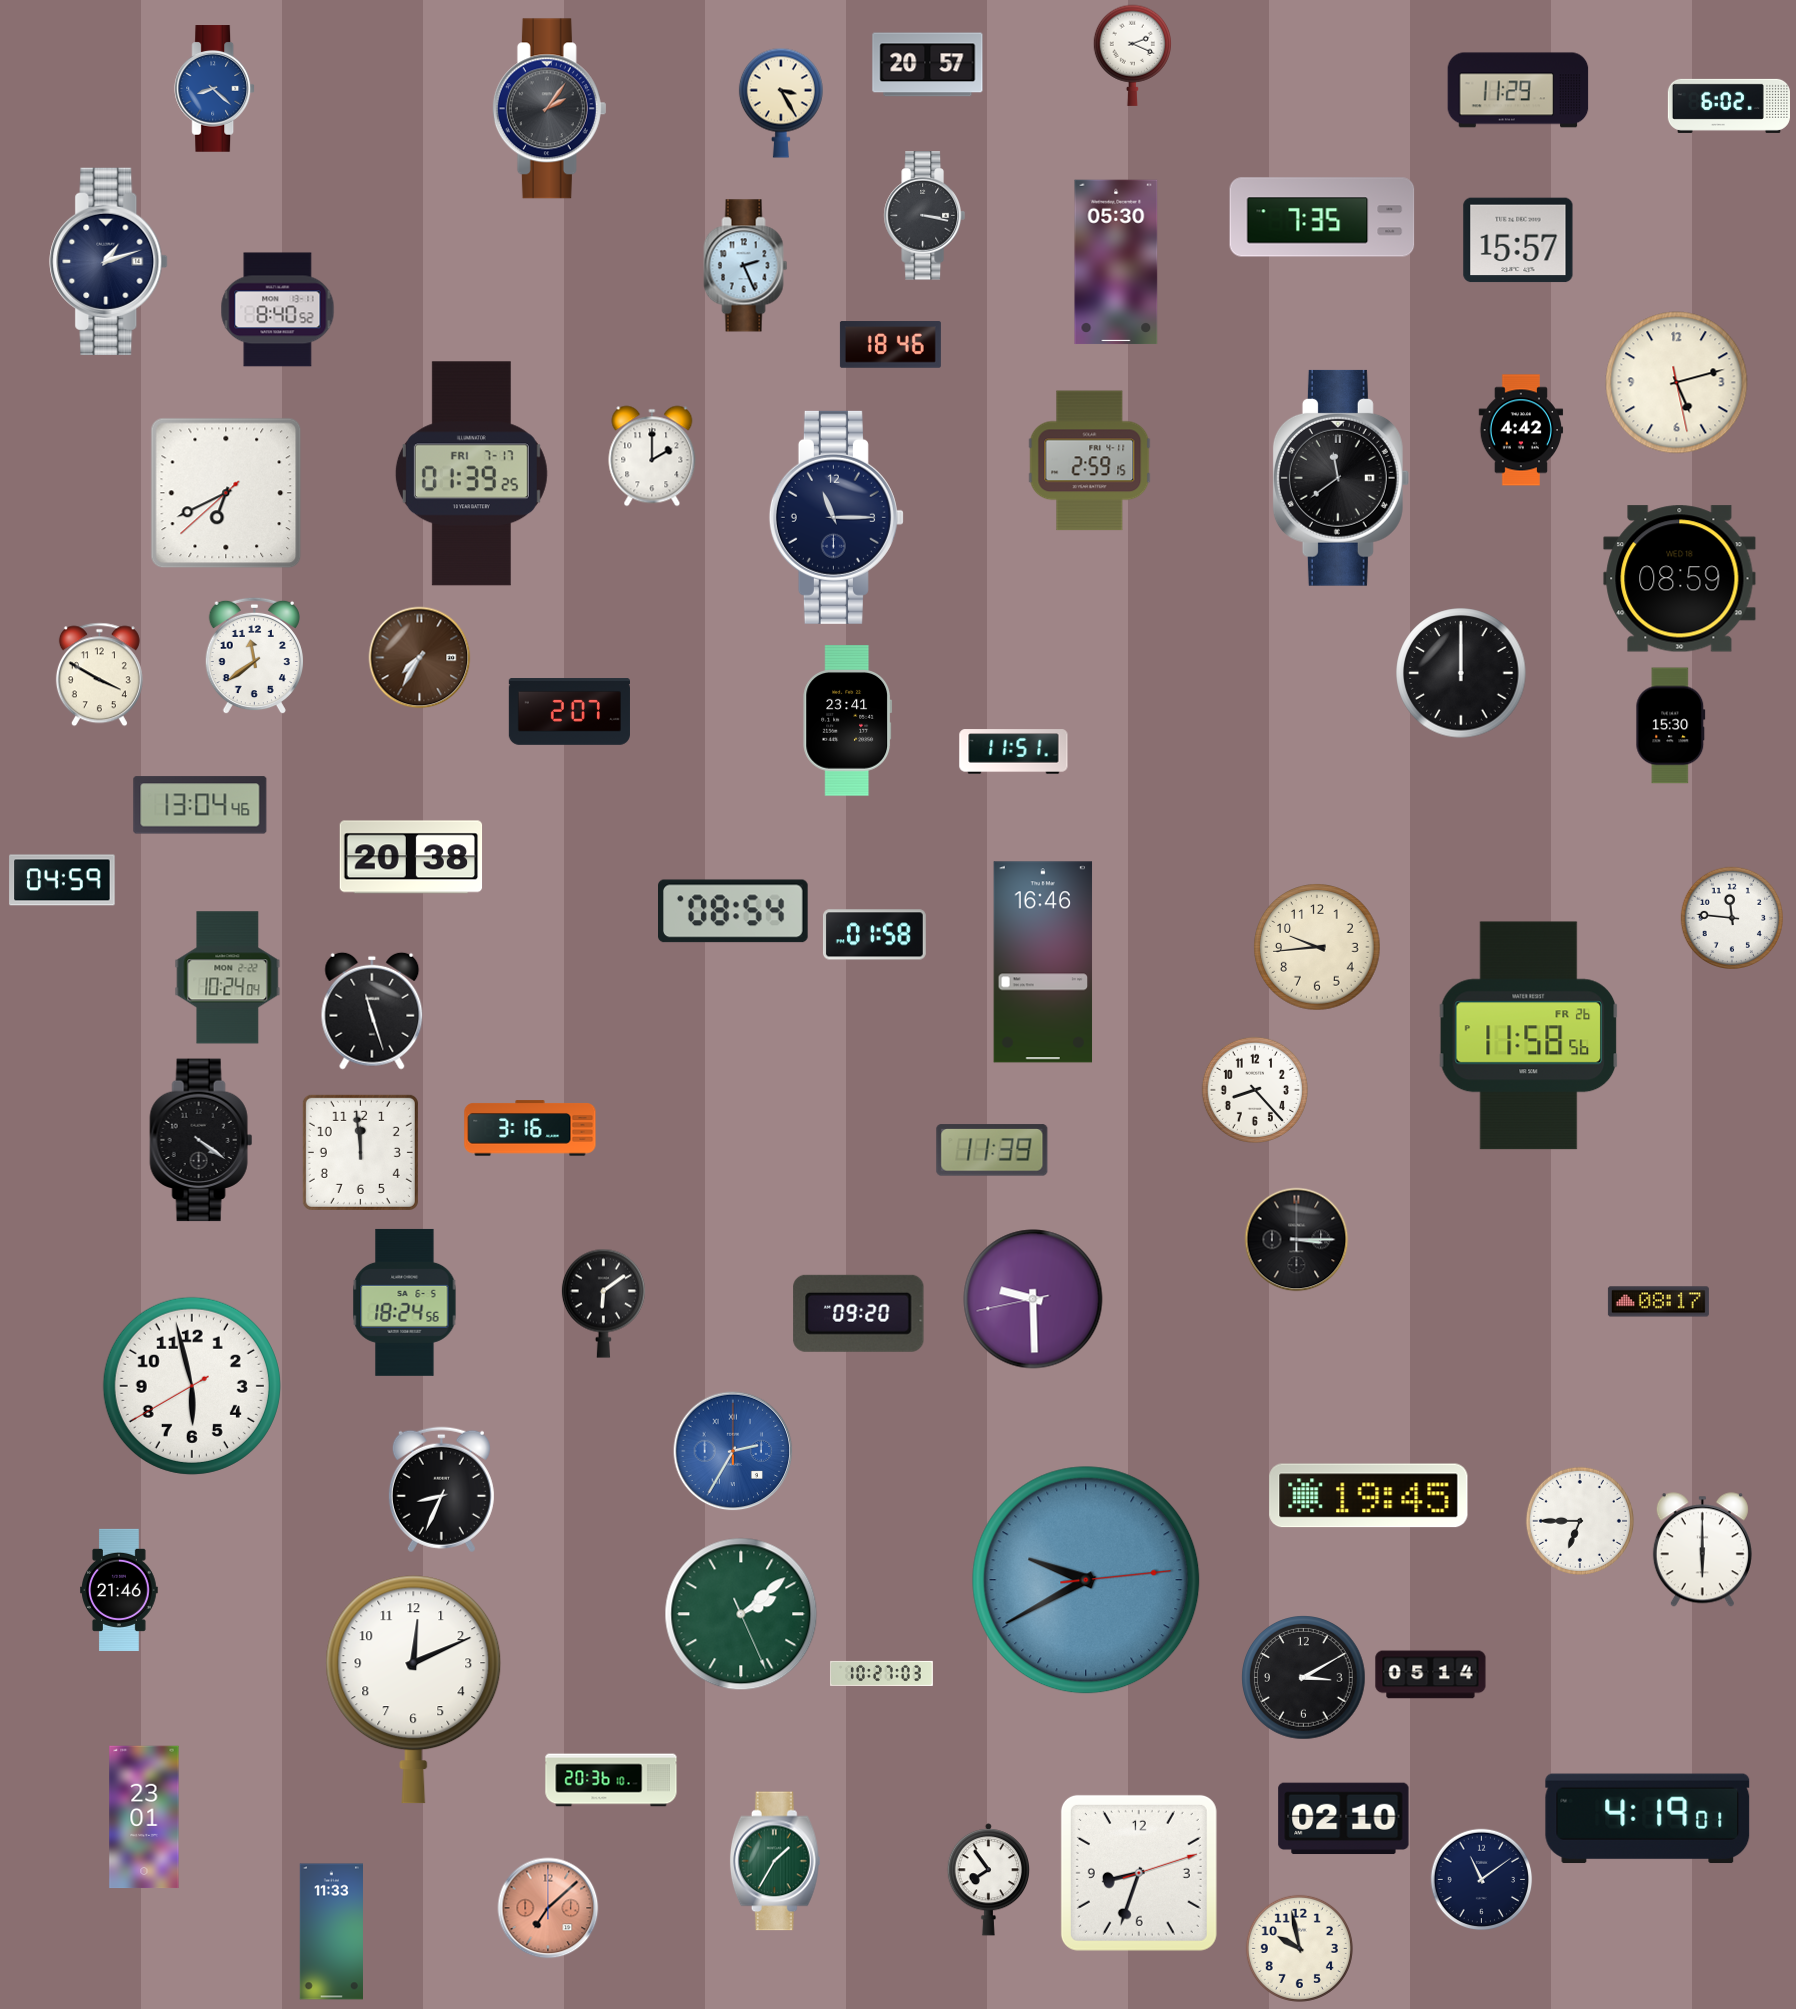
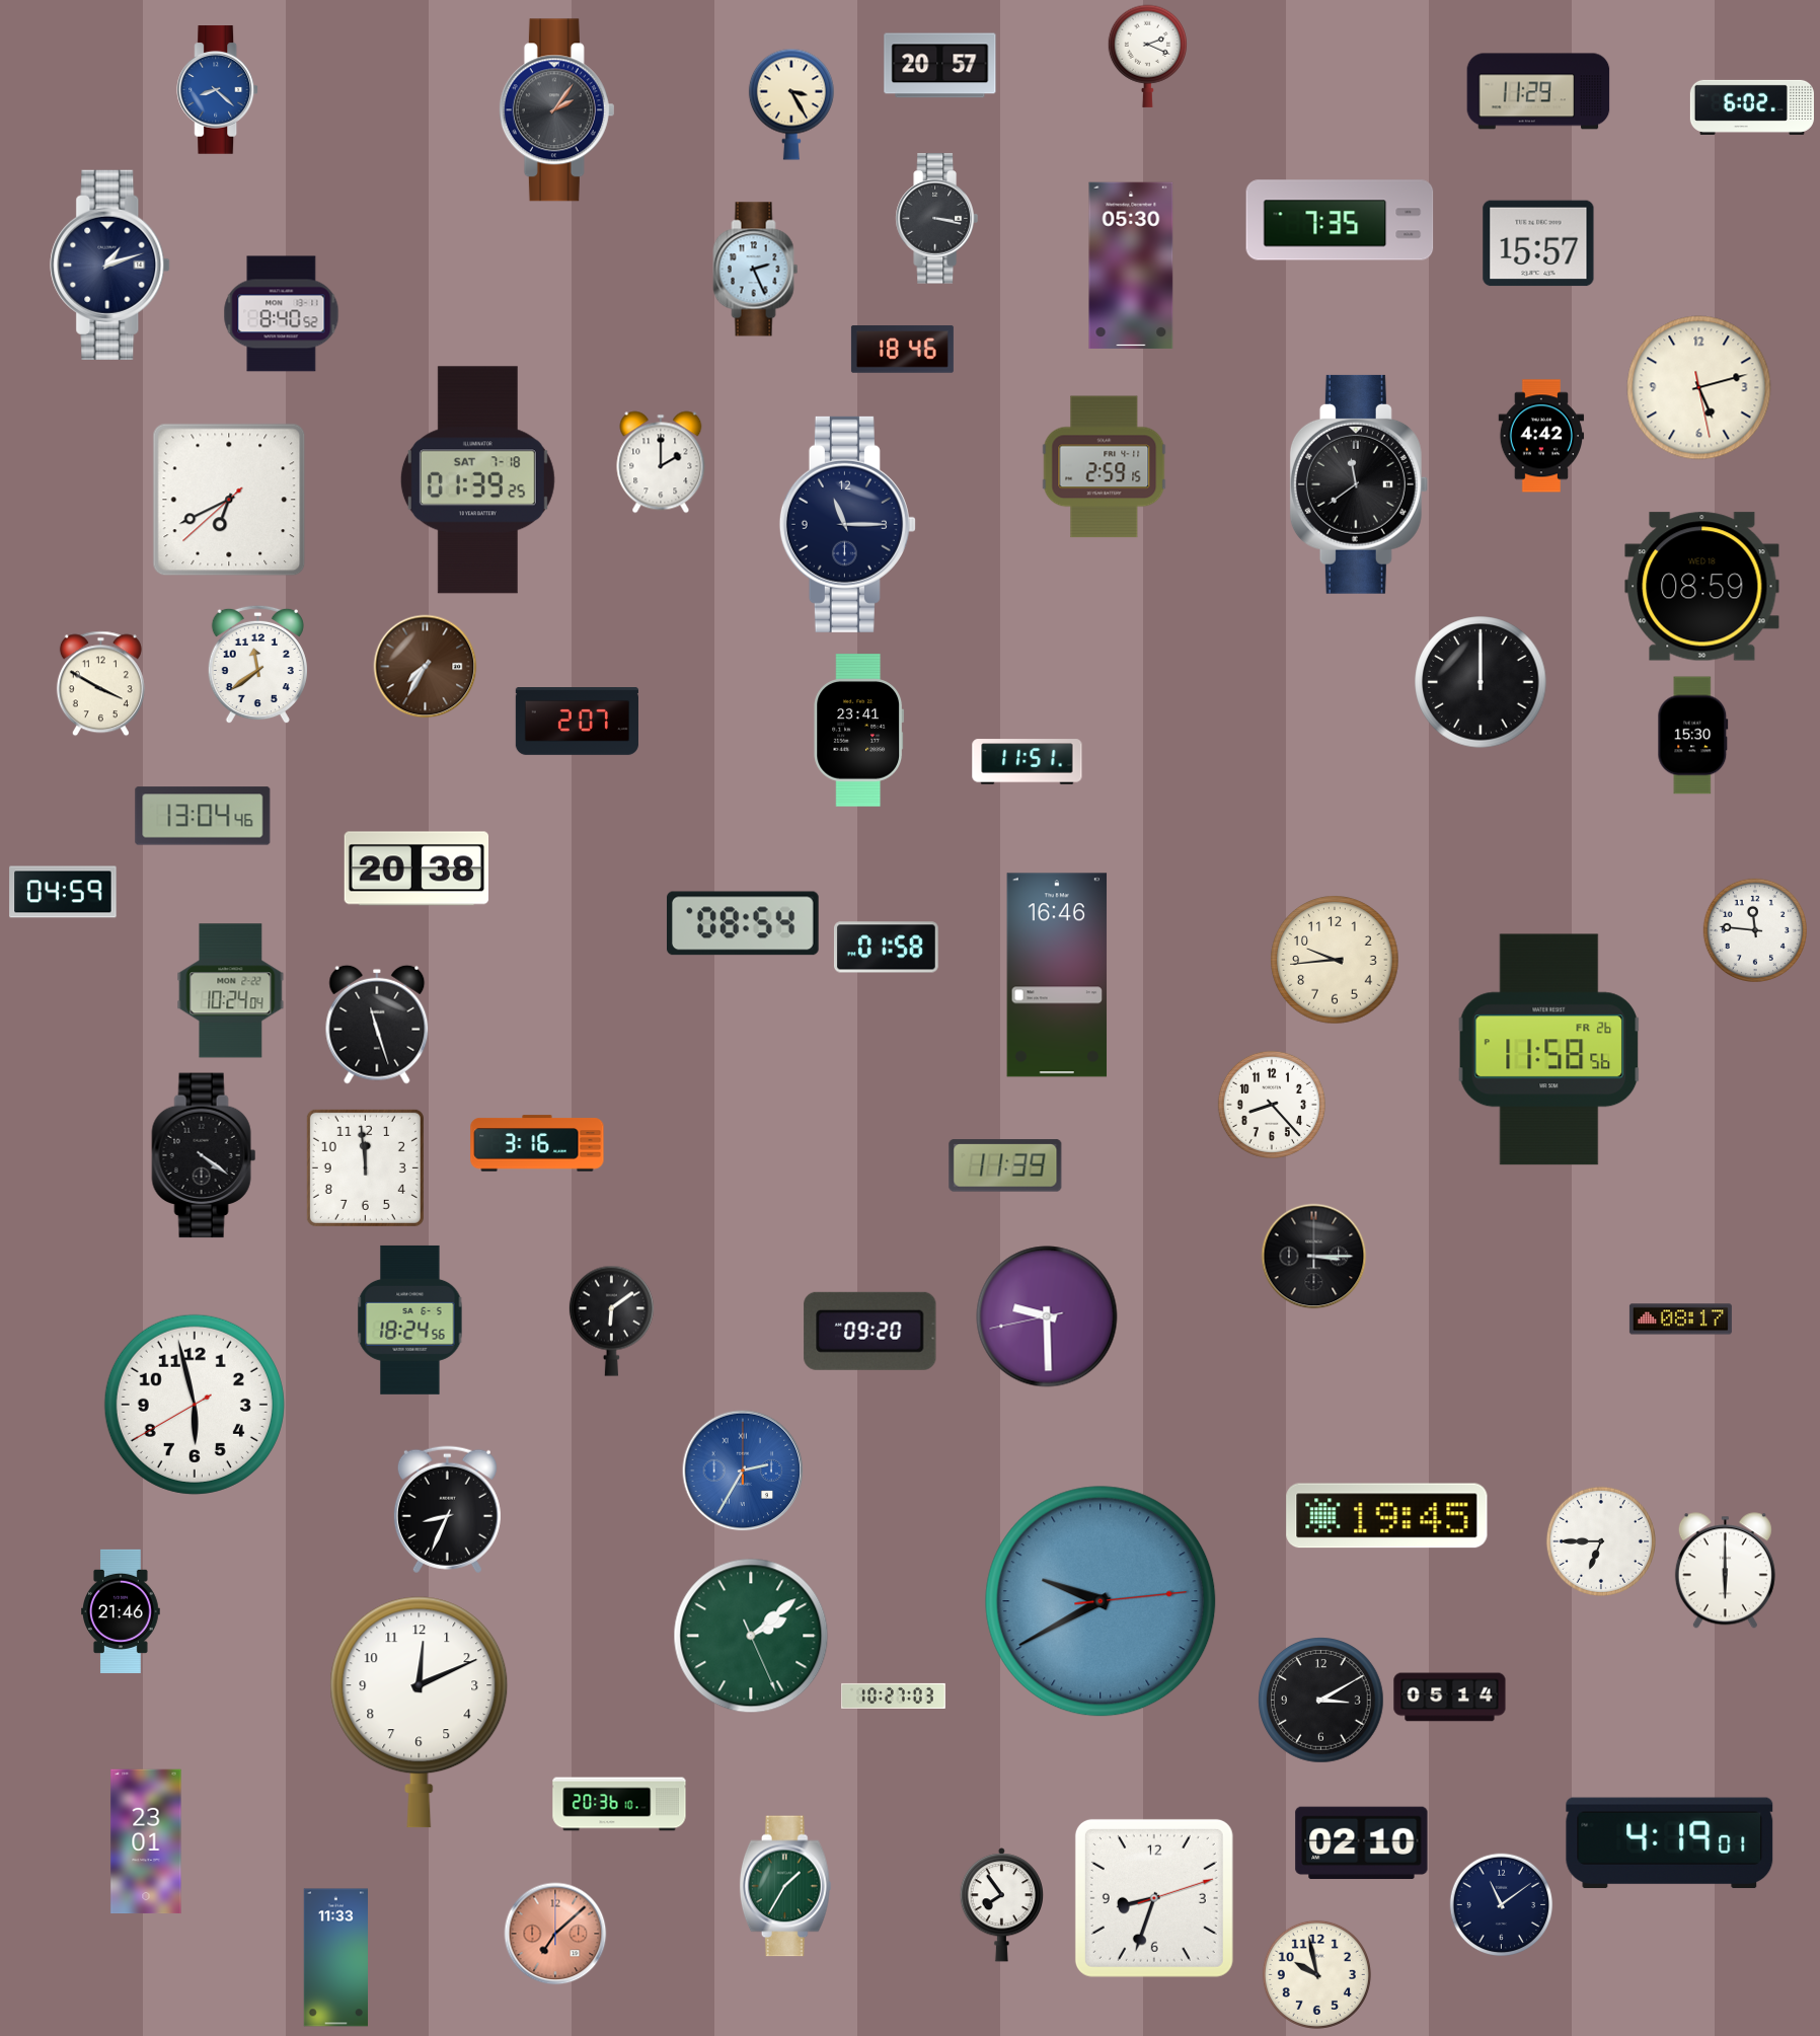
clock at (471, 474) date: FRI 7-17 -> SAT 7-18
